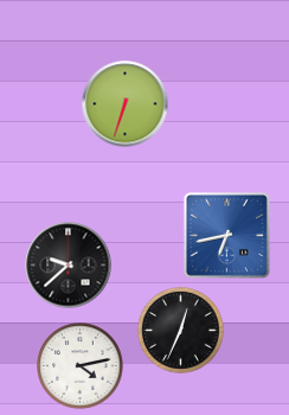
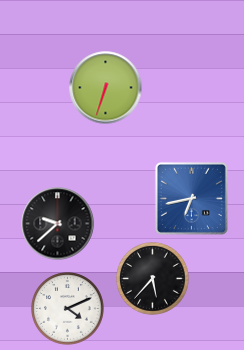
clock at (181, 331): 12:34 -> 5:37
clock at (81, 366): 4:13 -> 4:11
